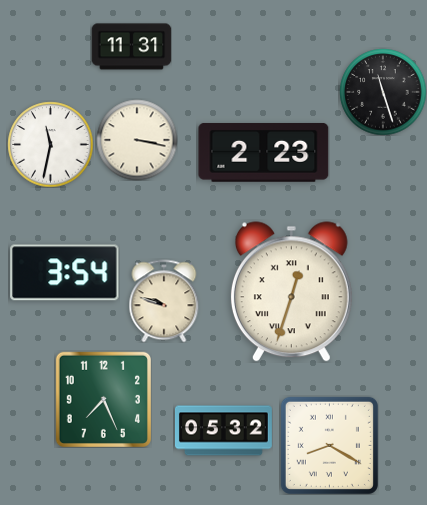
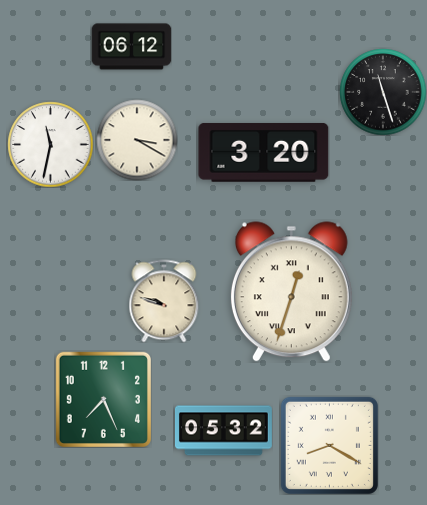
clock at (131, 47): 11:31 -> 06:12
clock at (137, 140): 3:17 -> 3:20
clock at (264, 152): 2:23 -> 3:20
clock at (65, 273): 3:54 -> none
